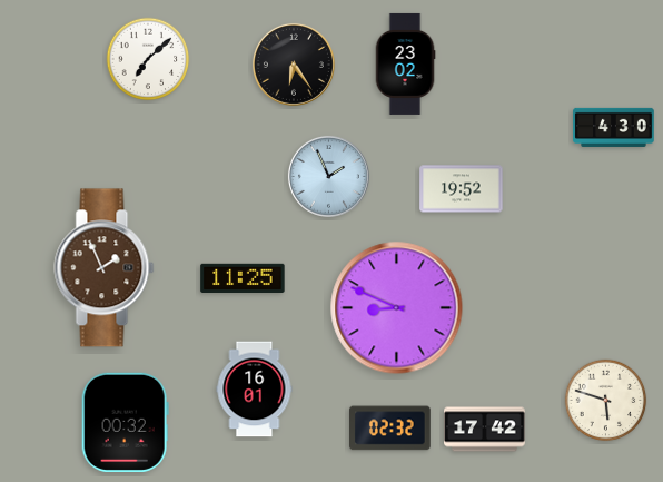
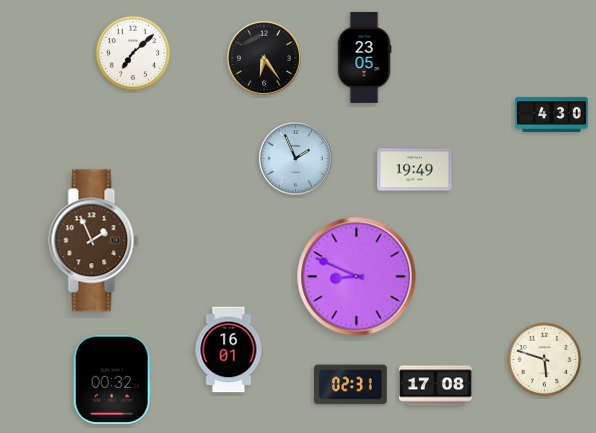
clock at (405, 63): 23:02 -> 23:05
clock at (462, 189): 19:52 -> 19:49
clock at (243, 277): 11:25 -> none
clock at (390, 429): 02:32 -> 02:31
clock at (485, 430): 17:42 -> 17:08
